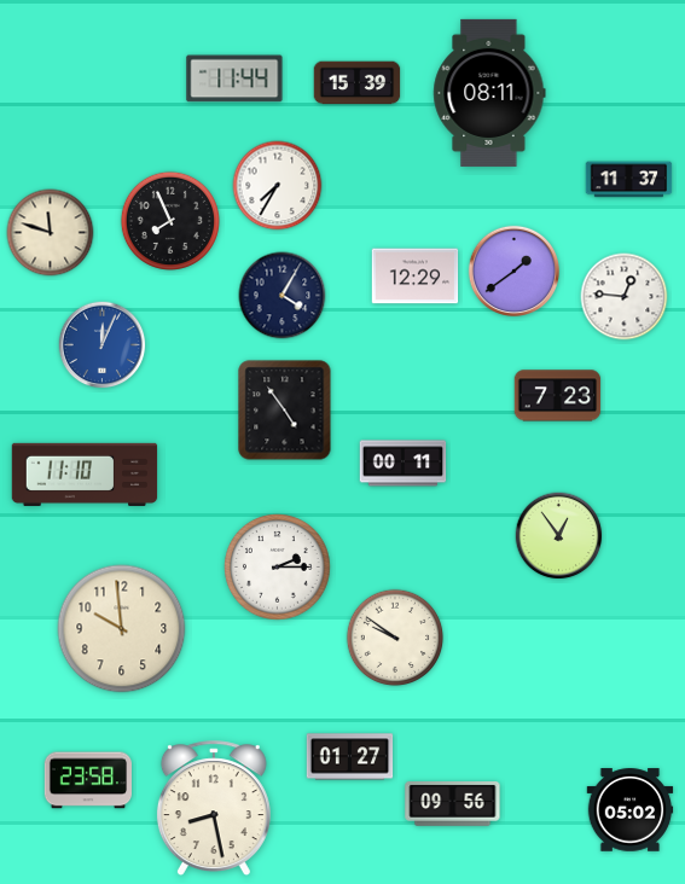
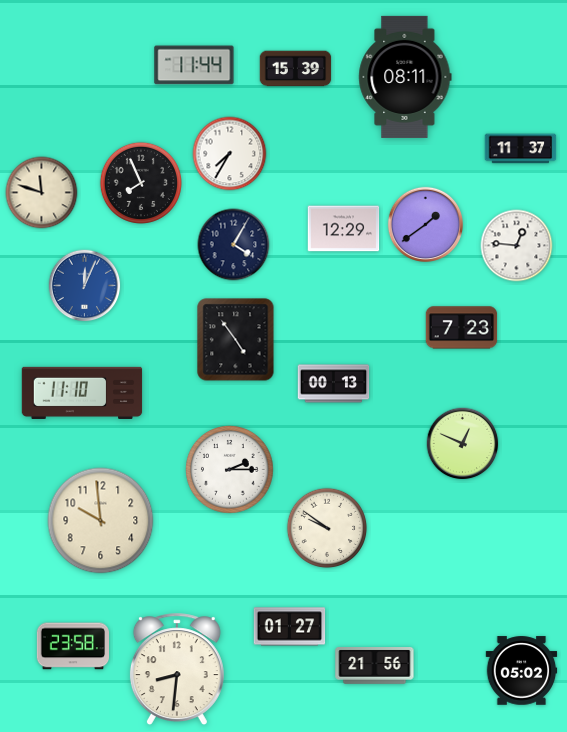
clock at (404, 464): 00:11 -> 00:13
clock at (85, 475) position: (85, 475) -> (82, 393)
clock at (559, 536): 12:54 -> 12:49
clock at (453, 804): 09:56 -> 21:56
clock at (214, 809): 8:28 -> 8:31
